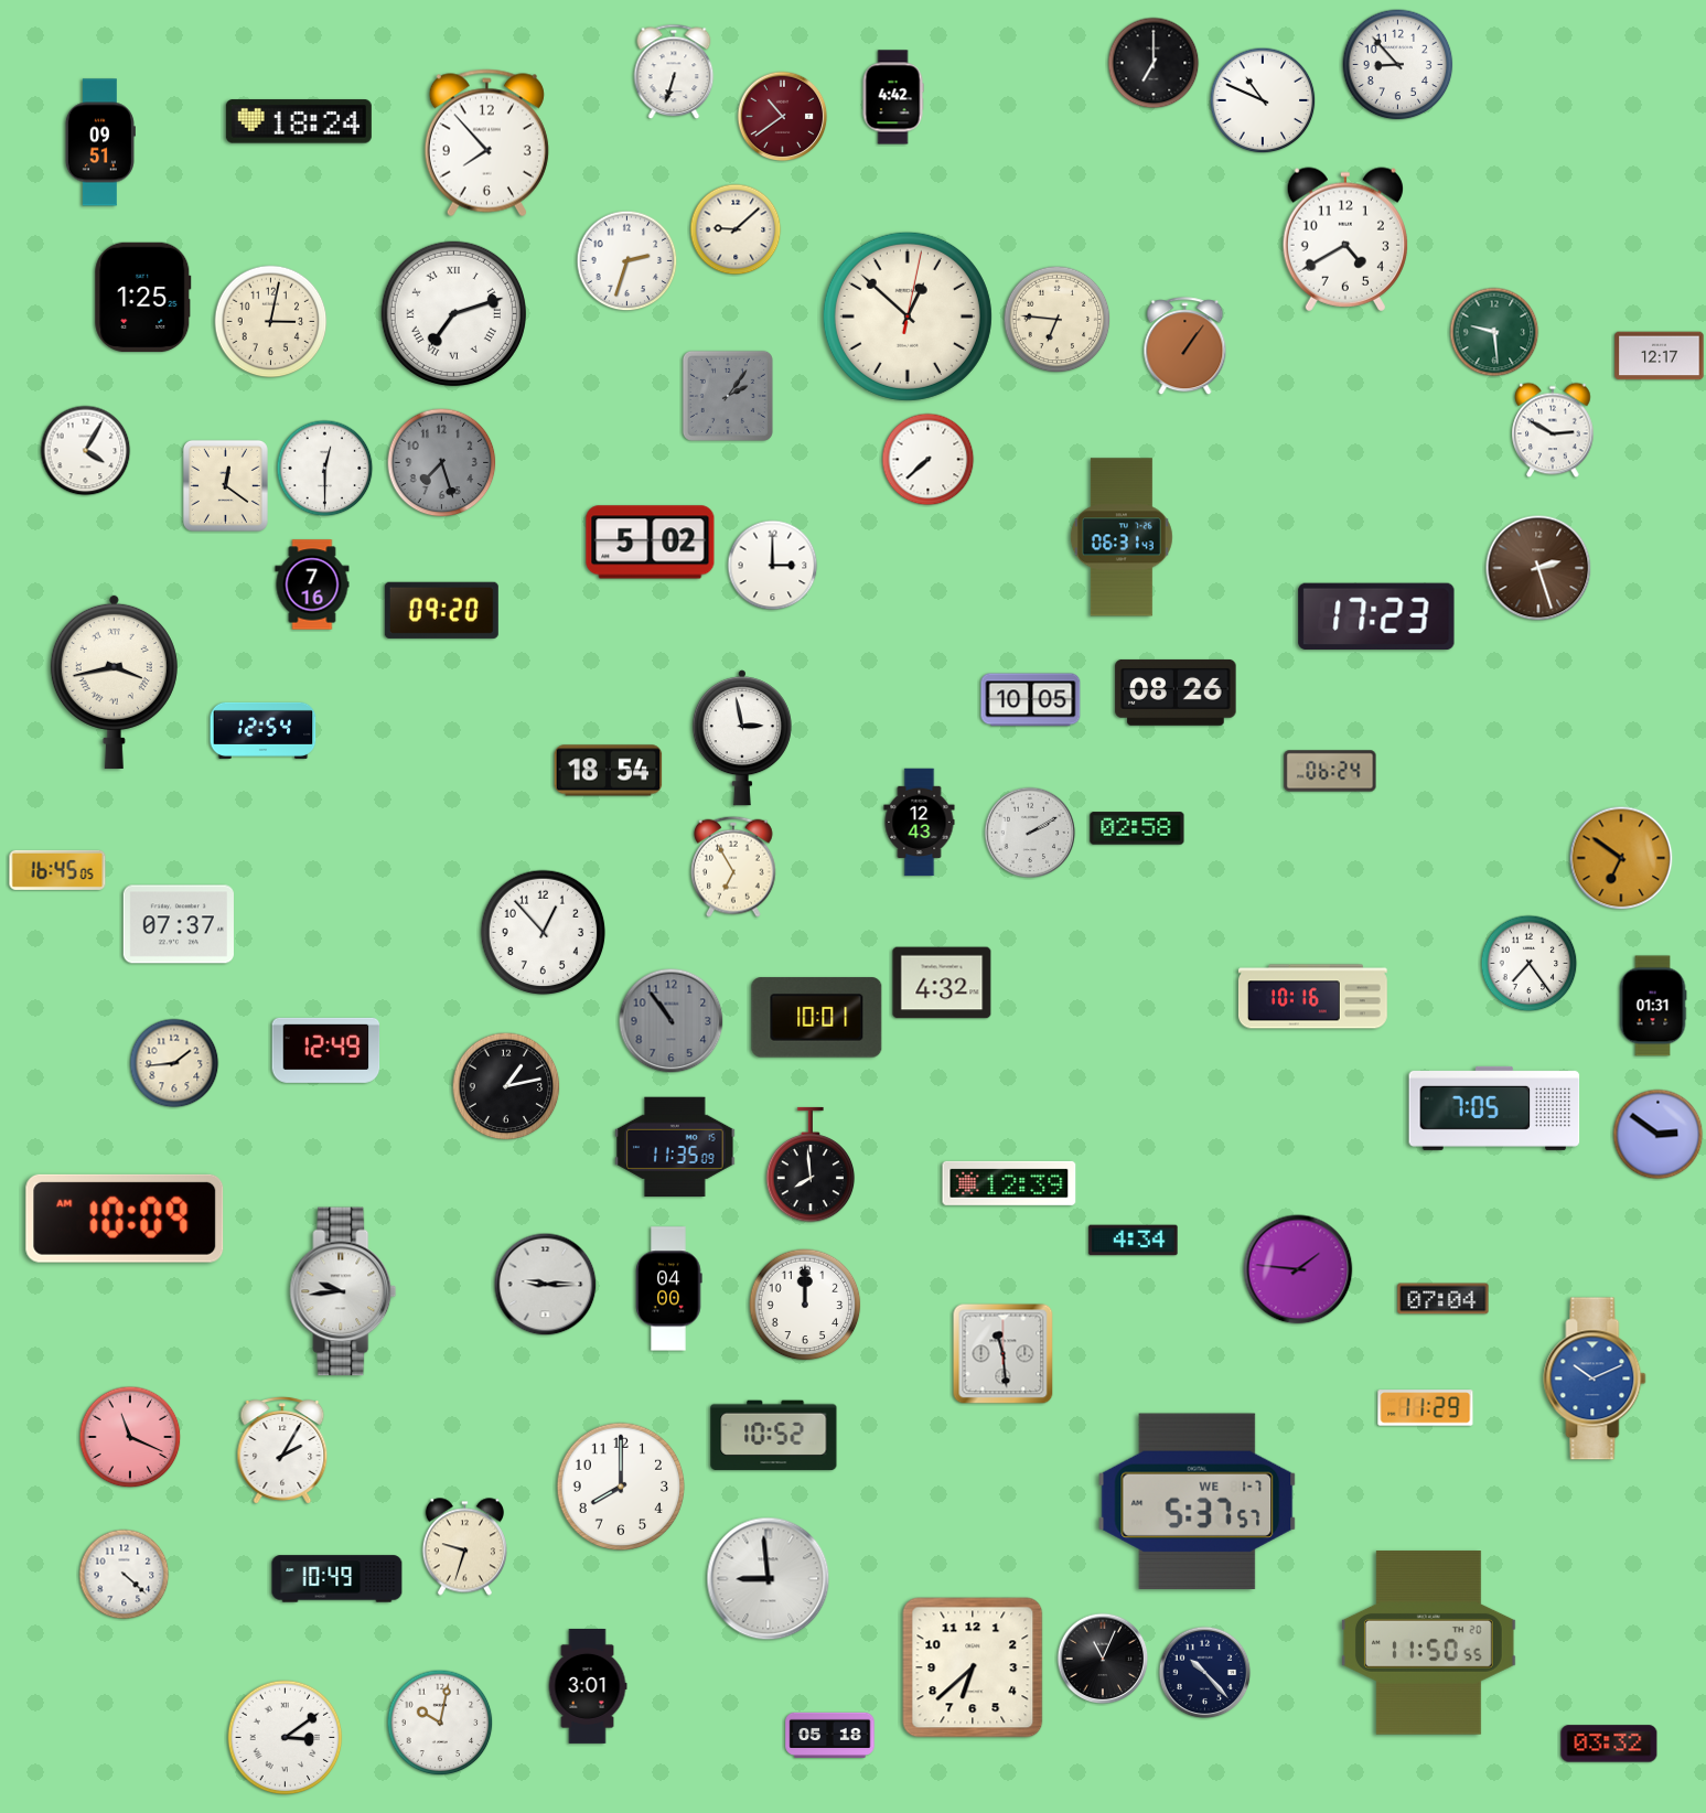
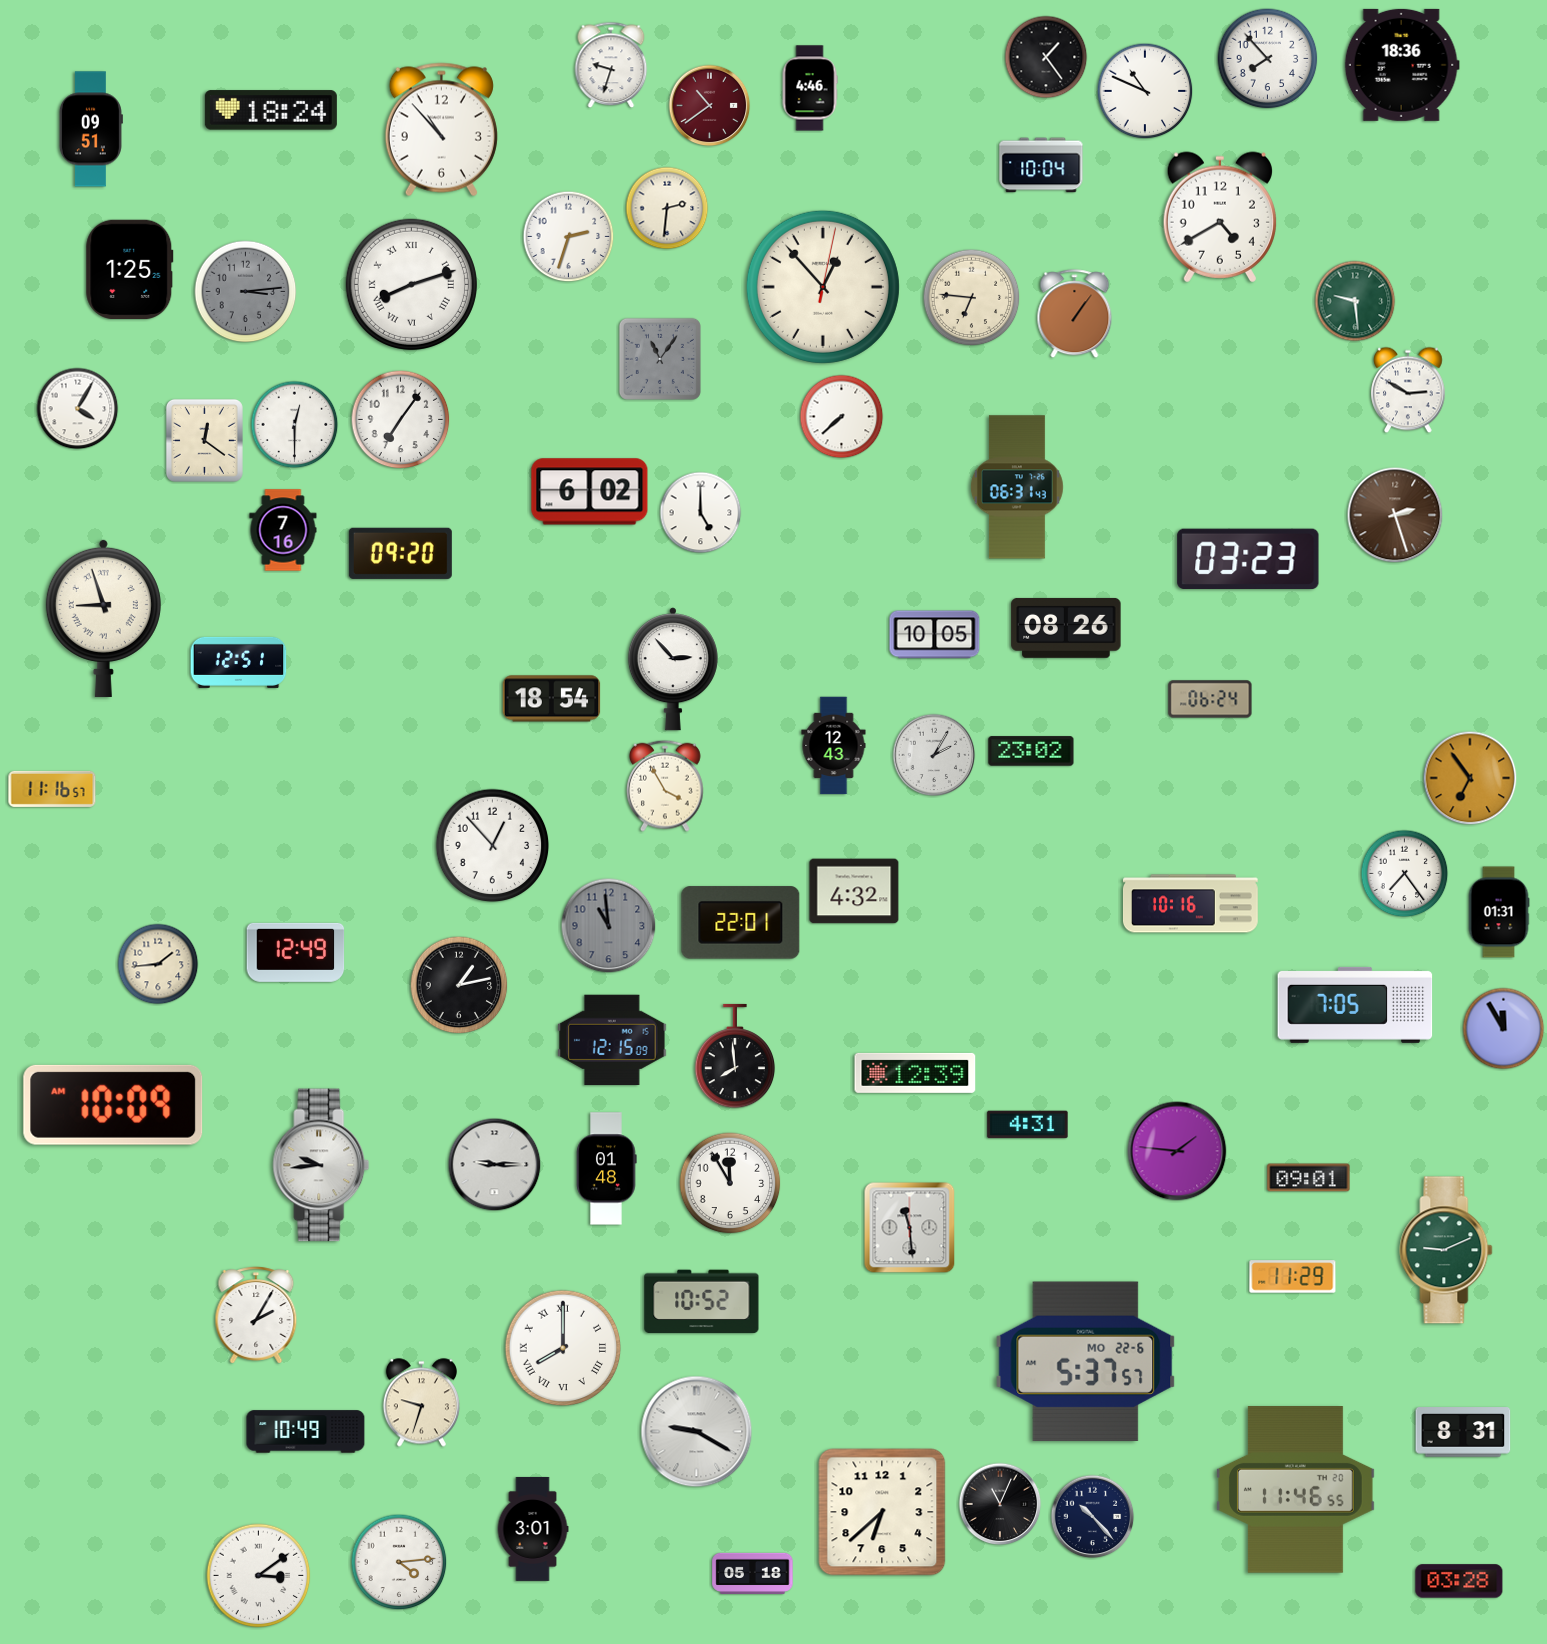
clock at (1154, 63): 7:00 -> 1:24
clock at (1398, 65): 8:53 -> 7:53
clock at (674, 72): 6:33 -> 9:33
clock at (1402, 65): none -> 18:36
clock at (893, 97): 4:42 -> 4:46
clock at (486, 143): 7:53 -> 10:53
clock at (1041, 165): none -> 10:04
clock at (736, 229): 9:08 -> 2:31
clock at (453, 313): 7:12 -> 8:12
clock at (908, 317): 12:52 -> 12:53
clock at (1058, 320) position: (1058, 320) -> (972, 298)
clock at (271, 322): 3:02 -> 3:14
clock at (271, 322) dial: cream -> grey
clock at (1660, 356): 12:17 -> none
clock at (728, 396): 2:06 -> 11:06
clock at (442, 463): 7:27 -> 7:06
clock at (442, 463) dial: grey -> white
clock at (651, 543): 5:02 -> 6:02
clock at (773, 566): 3:00 -> 5:00
clock at (1376, 615): 17:23 -> 03:23
clock at (114, 680): 3:43 -> 8:57
clock at (264, 730): 12:54 -> 12:51
clock at (742, 738): 2:58 -> 2:53
clock at (1330, 771) position: (1330, 771) -> (1210, 699)
clock at (1137, 828): 02:58 -> 23:02
clock at (1030, 833): 2:10 -> 2:05
clock at (1621, 858): 6:51 -> 6:54
clock at (734, 867): 6:55 -> 3:55
clock at (57, 870): 16:45 -> 11:16
clock at (179, 924): 07:37 -> none
clock at (1530, 964) position: (1530, 964) -> (1405, 874)
clock at (817, 1018): 10:01 -> 22:01
clock at (672, 1021): 10:54 -> 10:59
clock at (1659, 1135): 2:51 -> 11:55
clock at (675, 1147): 11:35 -> 12:15
clock at (1134, 1241): 4:34 -> 4:31
clock at (669, 1289): 04:00 -> 01:48
clock at (343, 1291) position: (343, 1291) -> (321, 1165)
clock at (1444, 1299): 07:04 -> 09:01
clock at (805, 1305): 12:00 -> 11:55
clock at (1595, 1378): 10:11 -> 9:11
clock at (1595, 1378) dial: blue -> green
clock at (130, 1437): 11:19 -> none
clock at (621, 1487) numerals: Arabic -> Roman
clock at (1198, 1502) date: WE 1-7 -> MO 22-6
clock at (125, 1575): 4:22 -> none
clock at (769, 1579): 8:59 -> 9:20
clock at (1463, 1432): none -> 8:31
clock at (1428, 1643): 11:50 -> 11:46
clock at (440, 1723): 10:02 -> 4:14
clock at (1609, 1744): 03:32 -> 03:28
